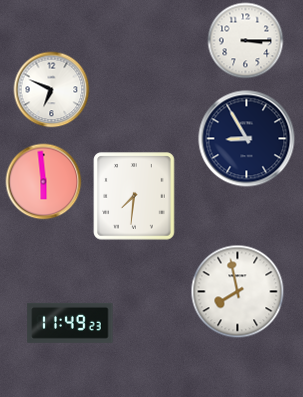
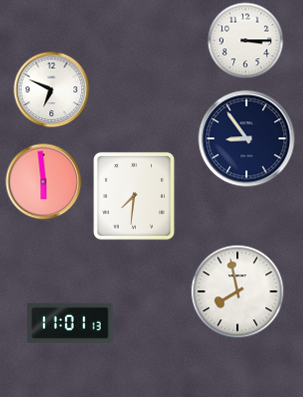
clock at (247, 139): 8:55 -> 8:54
clock at (70, 323): 11:49 -> 11:01
